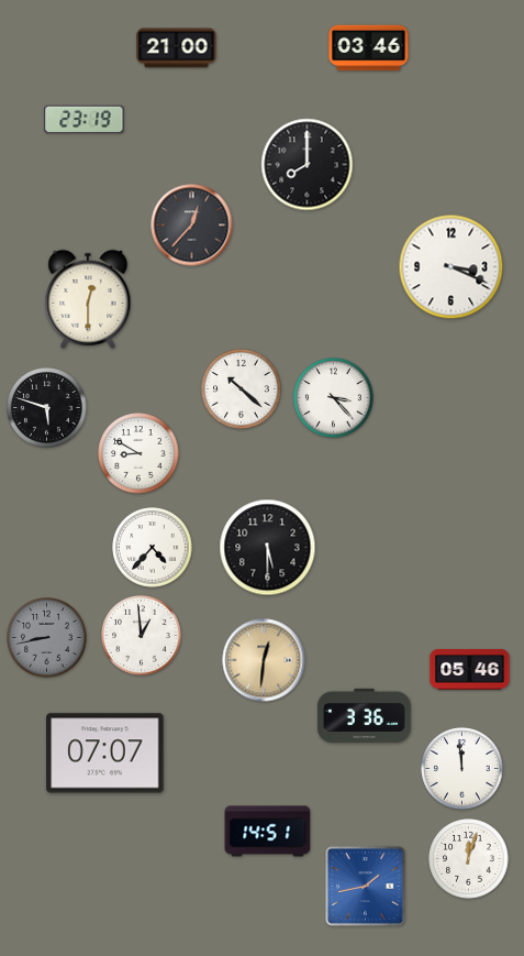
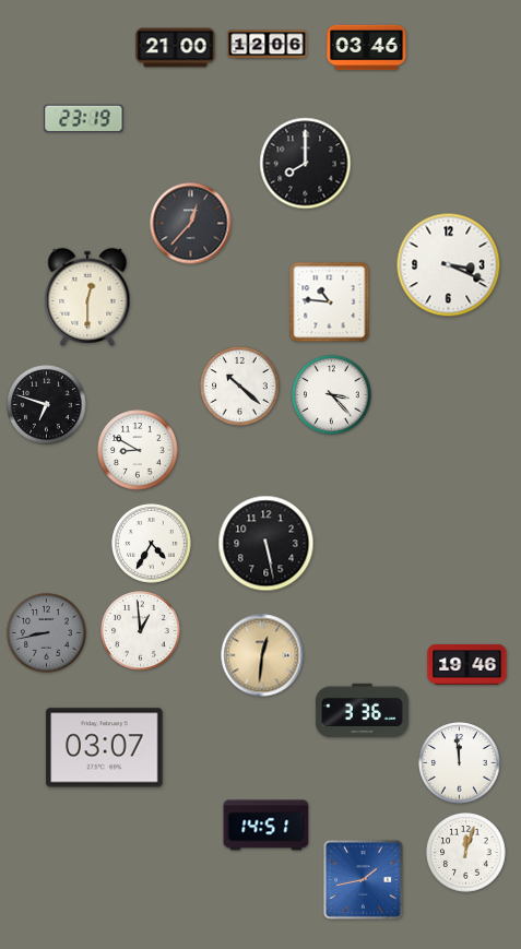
clock at (268, 45): none -> 12:06
clock at (330, 303): none -> 10:46
clock at (47, 408): 5:48 -> 6:48
clock at (153, 548): 4:37 -> 4:35
clock at (268, 548): 5:30 -> 5:28
clock at (470, 669): 05:46 -> 19:46
clock at (105, 754): 07:07 -> 03:07
